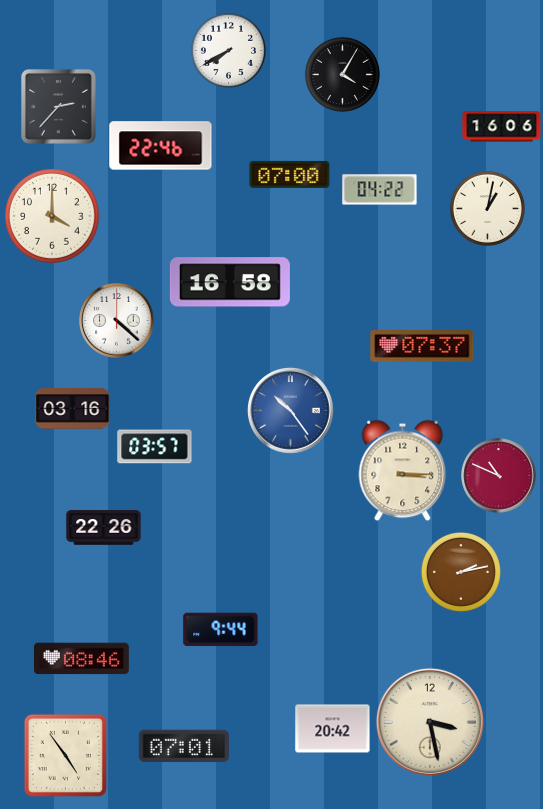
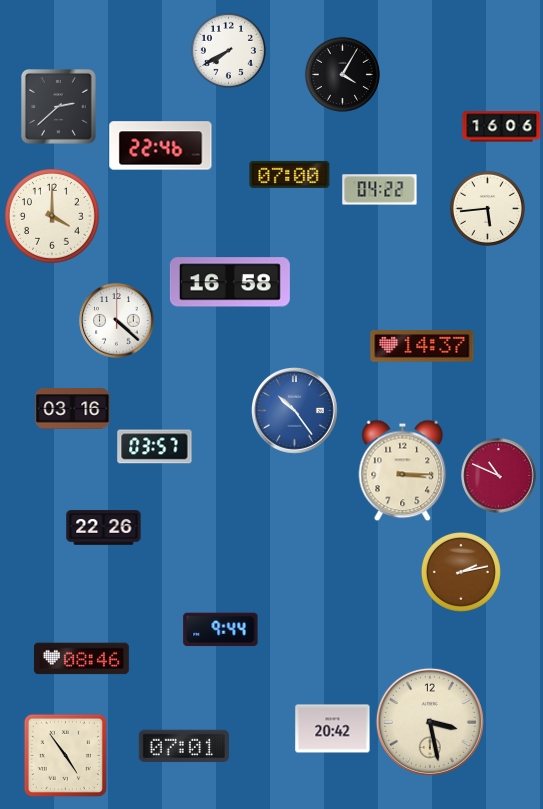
clock at (59, 107): 2:37 -> 2:38
clock at (487, 208): 1:02 -> 5:44
clock at (422, 347): 07:37 -> 14:37
clock at (291, 411) position: (291, 411) -> (295, 411)
